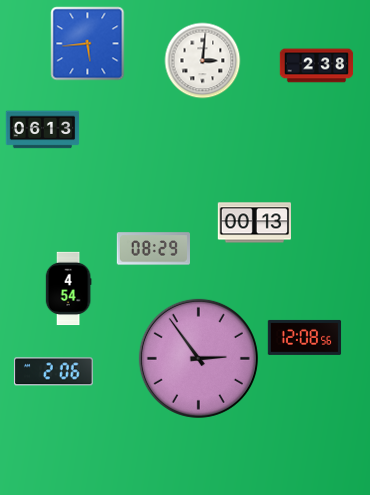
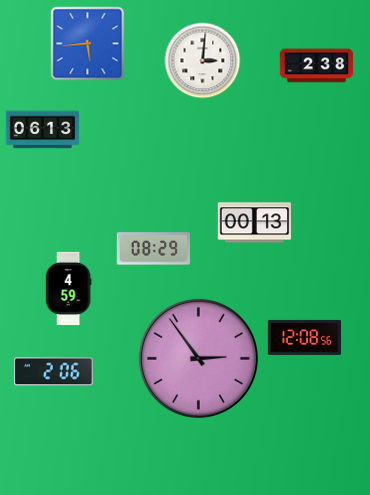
clock at (68, 289): 4:54 -> 4:59
